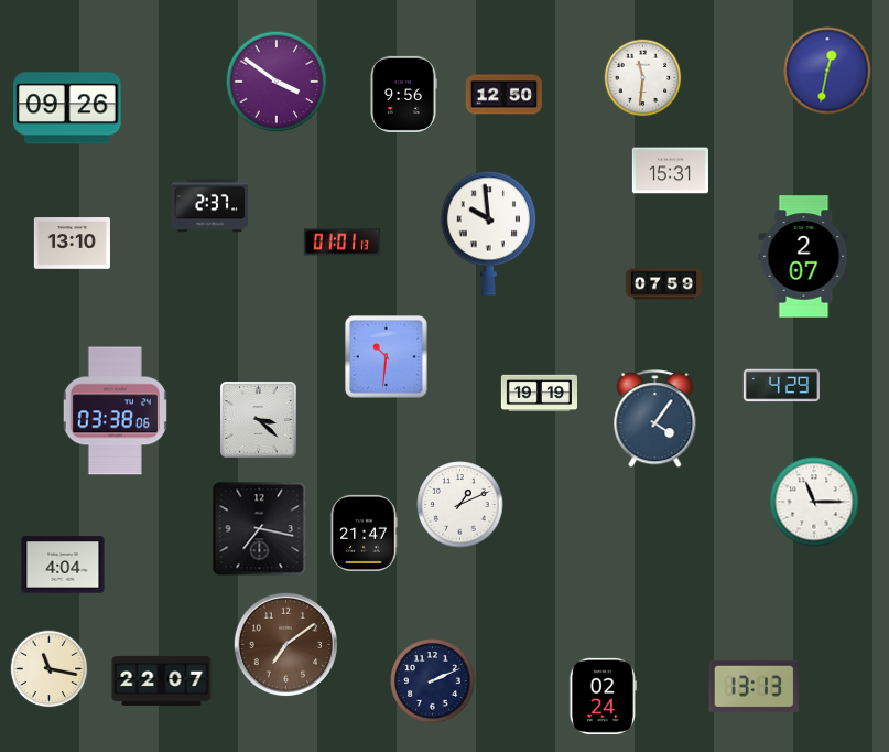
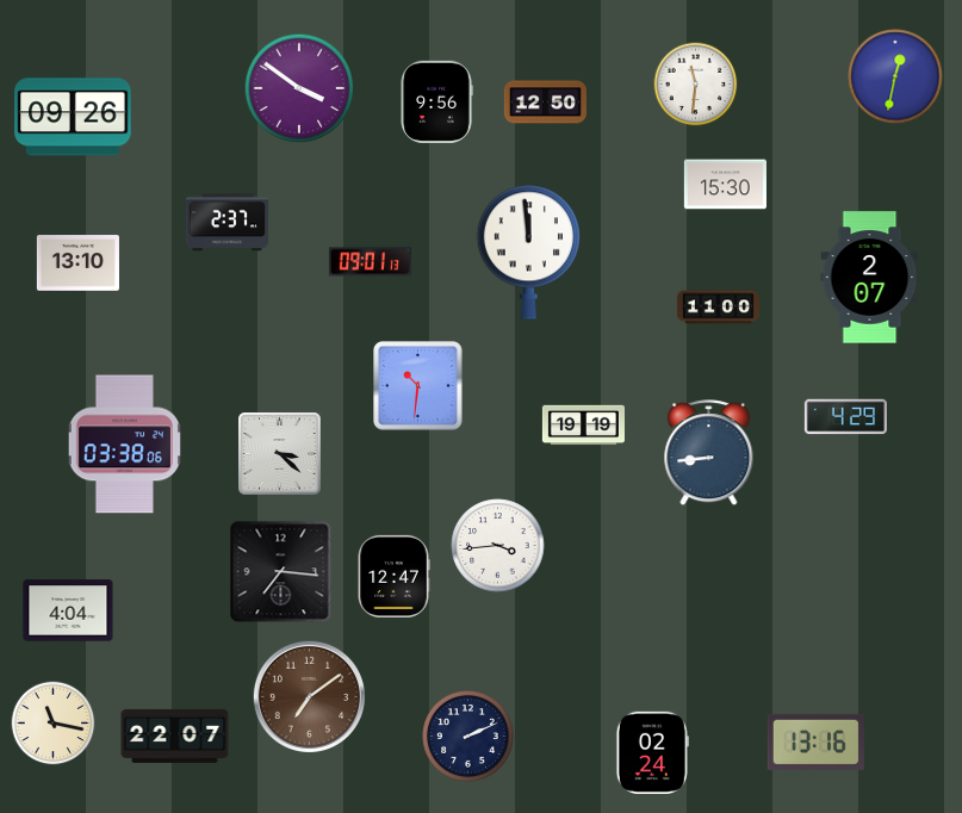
clock at (670, 171): 15:31 -> 15:30
clock at (488, 233): 9:59 -> 11:59
clock at (341, 243): 01:01 -> 09:01
clock at (663, 284): 07:59 -> 11:00
clock at (655, 419): 4:06 -> 8:44
clock at (814, 502): 11:15 -> none
clock at (460, 505): 1:11 -> 3:44
clock at (260, 529): 7:17 -> 7:16
clock at (364, 533): 21:47 -> 12:47
clock at (754, 686): 13:13 -> 13:16
